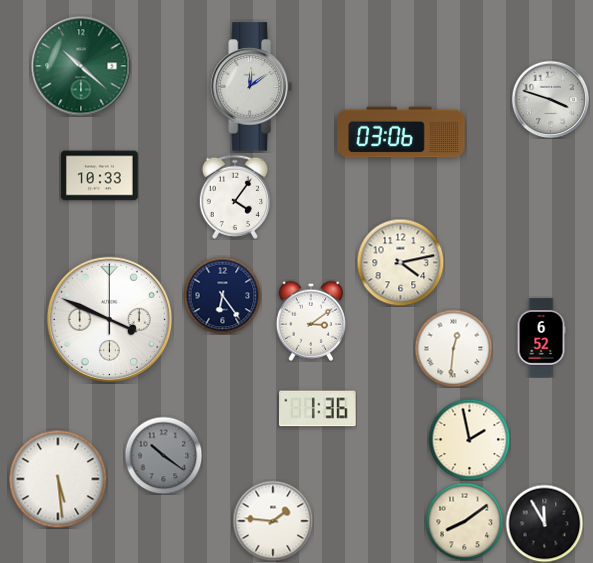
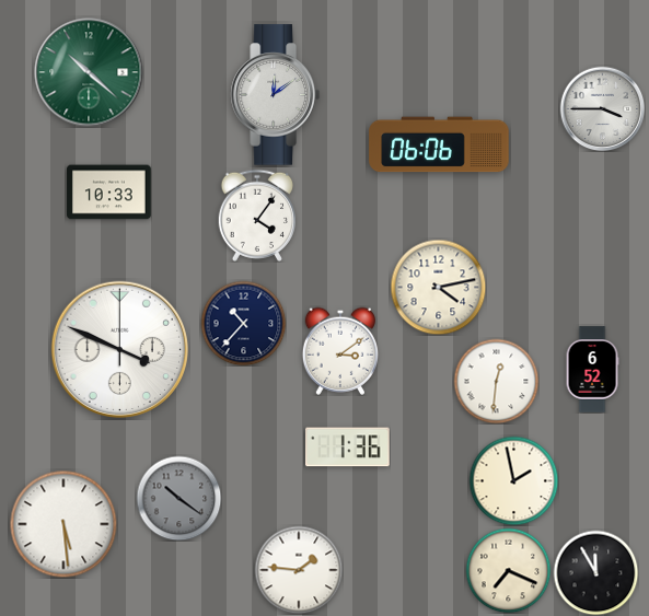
clock at (550, 99): 3:48 -> 3:45
clock at (401, 132): 03:06 -> 06:06
clock at (222, 295): 6:24 -> 10:37
clock at (464, 521): 8:09 -> 7:19
